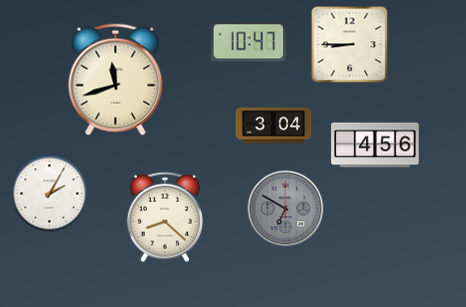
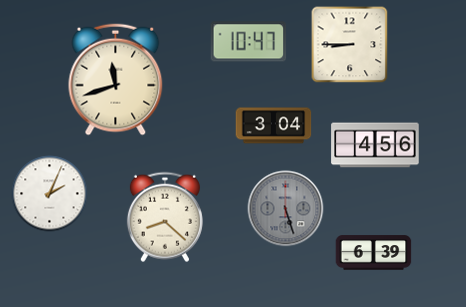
clock at (50, 194): 2:05 -> 2:04
clock at (286, 209): 6:50 -> 5:27
clock at (374, 253): none -> 6:39
